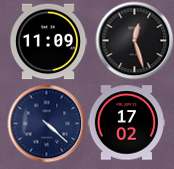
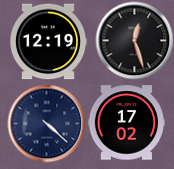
clock at (48, 42): 11:09 -> 12:19
